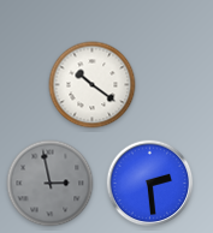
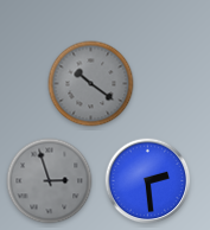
clock at (93, 85) dial: white -> grey
clock at (51, 184): 2:58 -> 2:57
